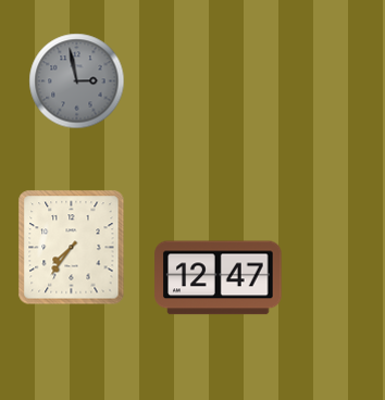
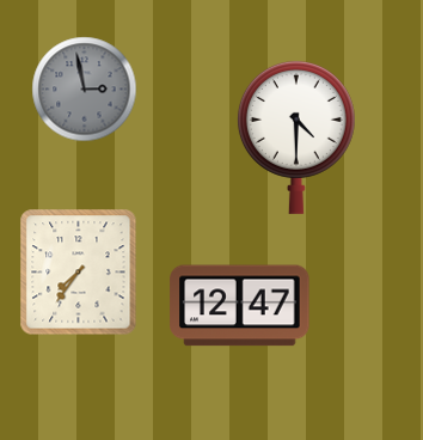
clock at (296, 136): none -> 4:30
